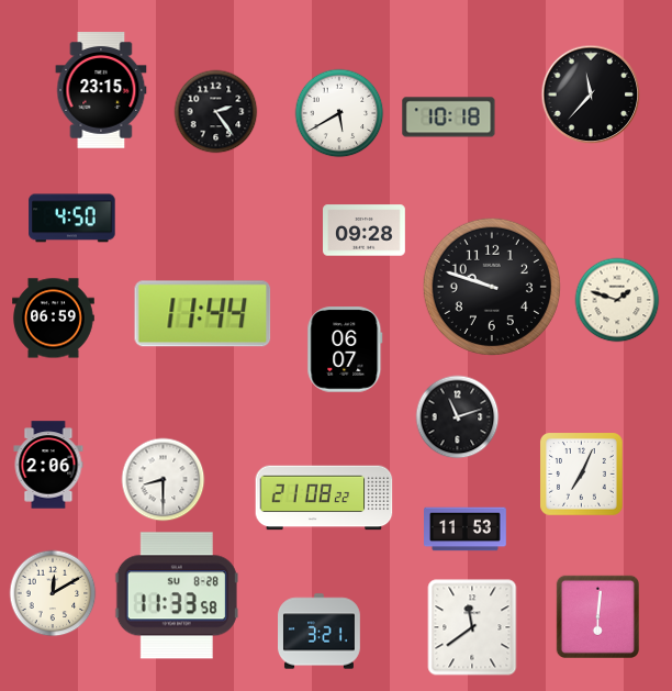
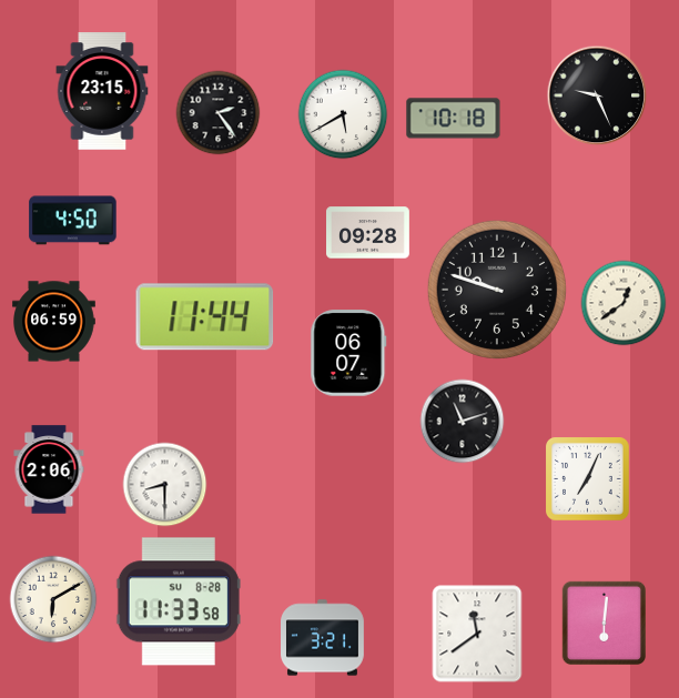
clock at (591, 94): 11:37 -> 9:26
clock at (617, 300): 1:48 -> 12:39
clock at (324, 498): 21:08 -> none
clock at (466, 530): 11:53 -> none
clock at (53, 593): 12:10 -> 6:10
